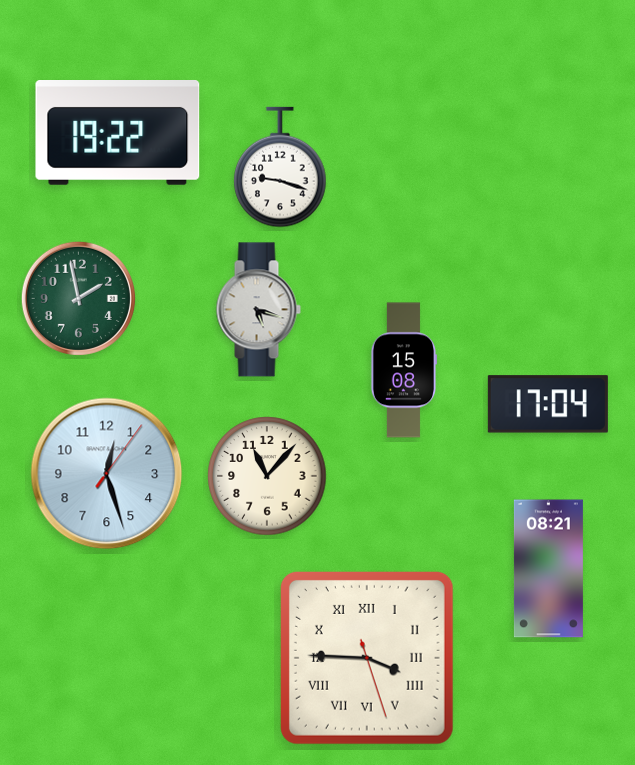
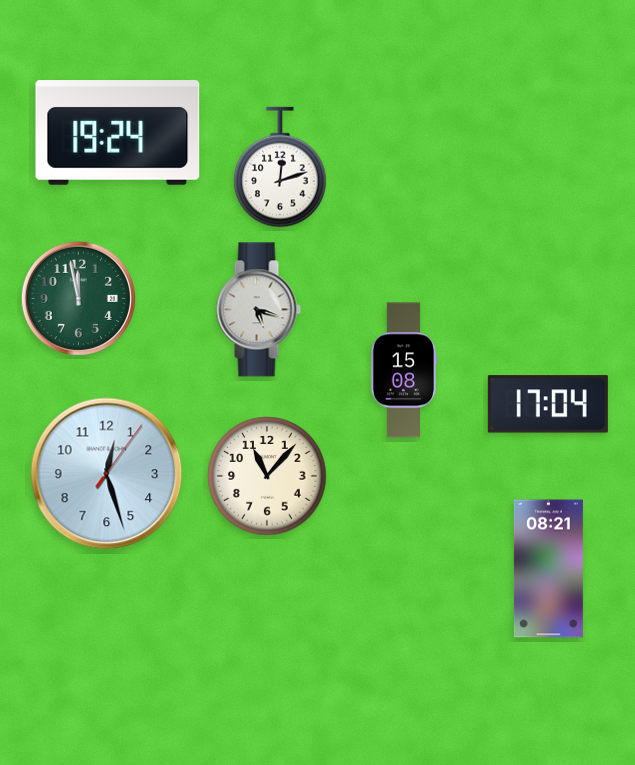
clock at (118, 133): 19:22 -> 19:24
clock at (280, 167): 9:18 -> 12:12
clock at (78, 298): 1:58 -> 11:58
clock at (367, 658): 3:45 -> none
